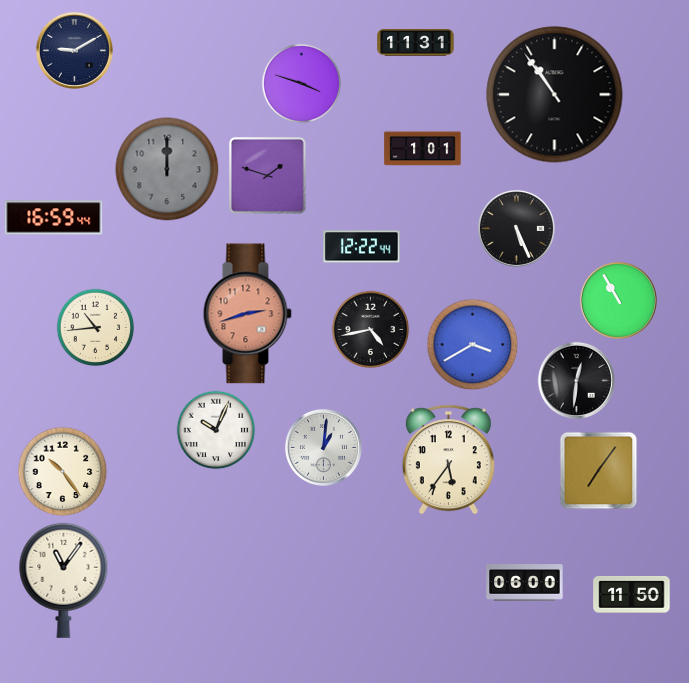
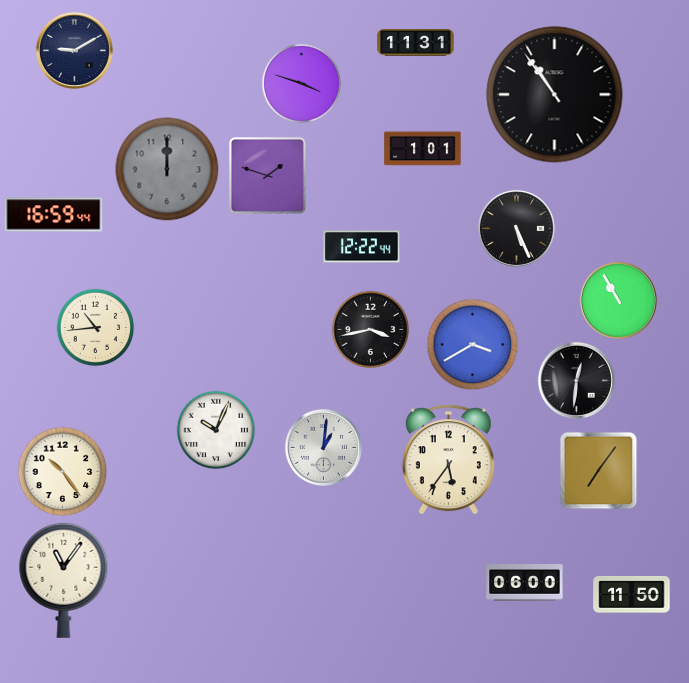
clock at (54, 218) position: (54, 218) -> (54, 215)
clock at (247, 314): 2:42 -> none
clock at (370, 329): 4:43 -> 3:43
